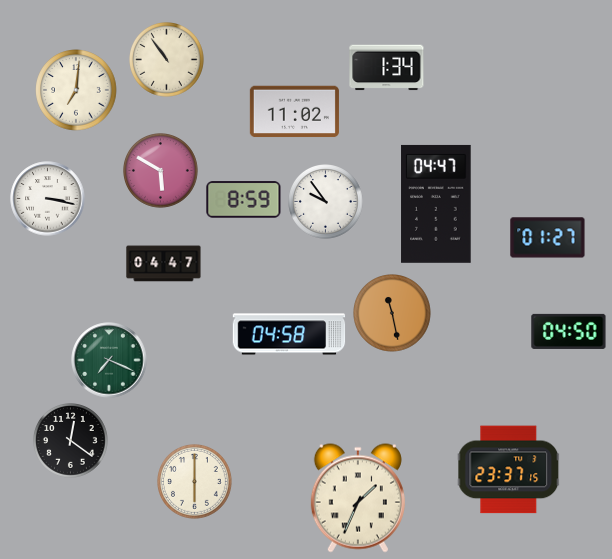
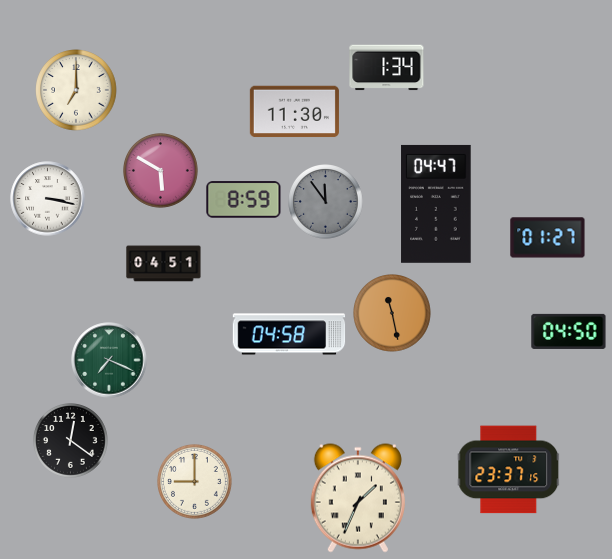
clock at (167, 60): 10:54 -> none
clock at (76, 90): 7:01 -> 7:00
clock at (294, 112): 11:02 -> 11:30
clock at (326, 202): 9:54 -> 11:54
clock at (326, 202) dial: white -> grey
clock at (164, 264): 04:47 -> 04:51
clock at (195, 482): 6:00 -> 9:00
